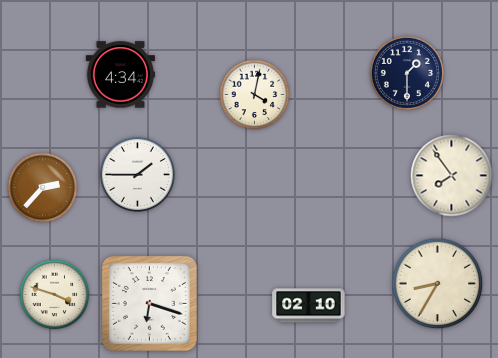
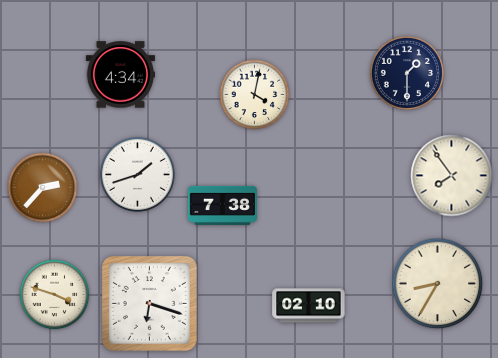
clock at (137, 174): 1:45 -> 1:42
clock at (222, 205): none -> 7:38
